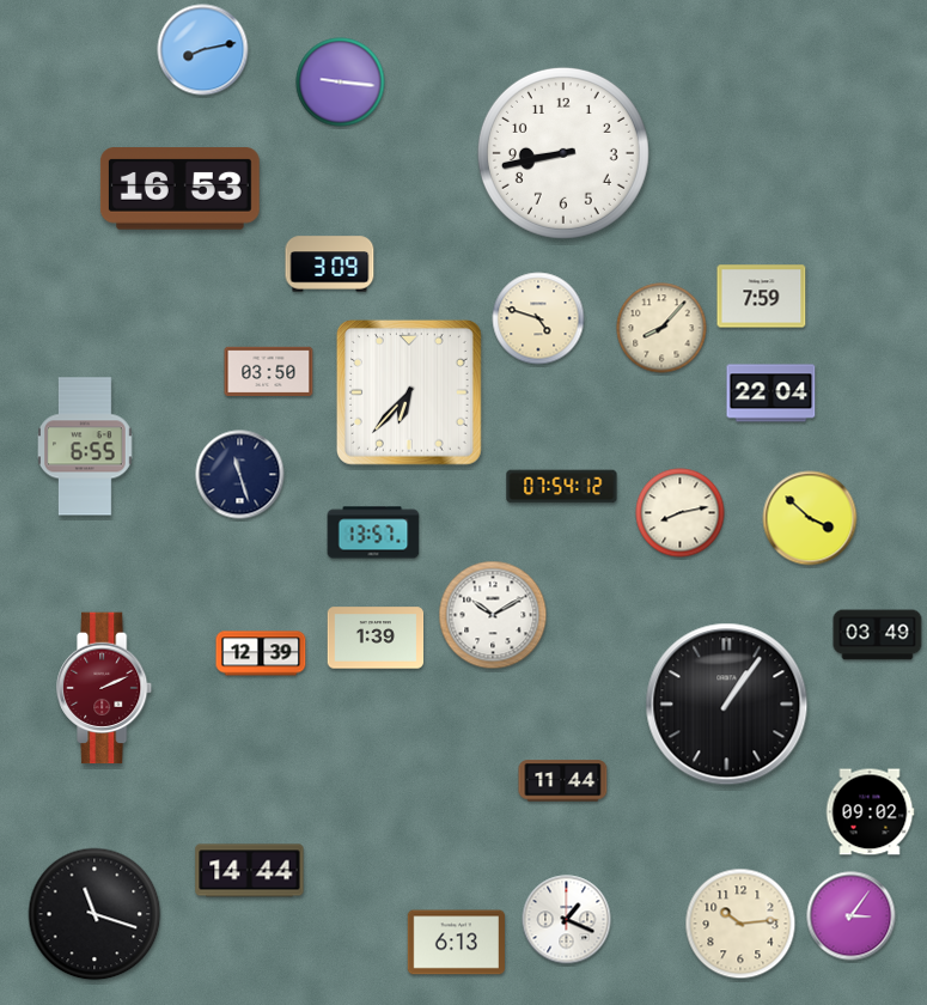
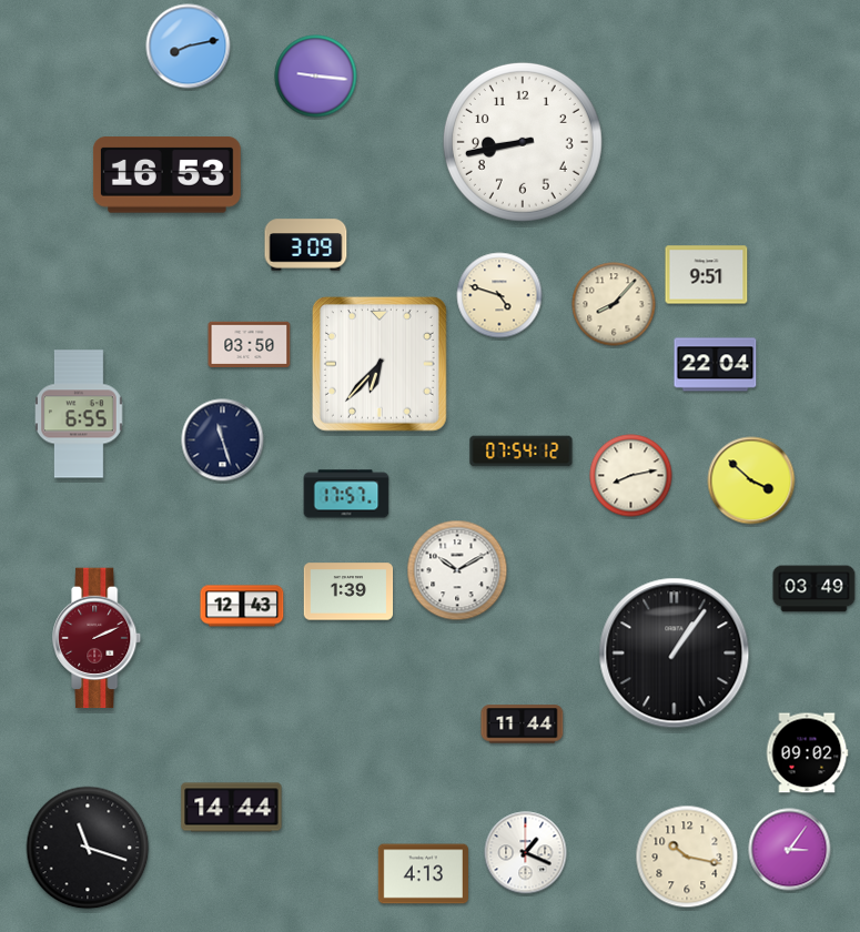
clock at (762, 297): 7:59 -> 9:51
clock at (373, 532): 13:57 -> 17:57
clock at (261, 653): 12:39 -> 12:43
clock at (740, 924): 10:14 -> 10:17
clock at (456, 943): 6:13 -> 4:13
